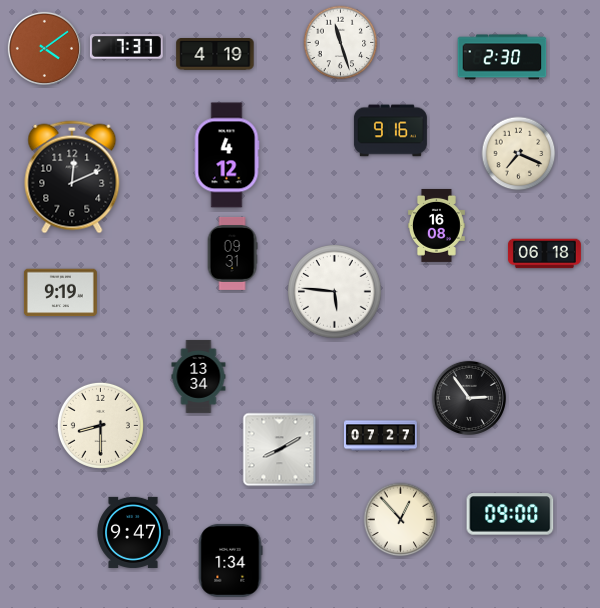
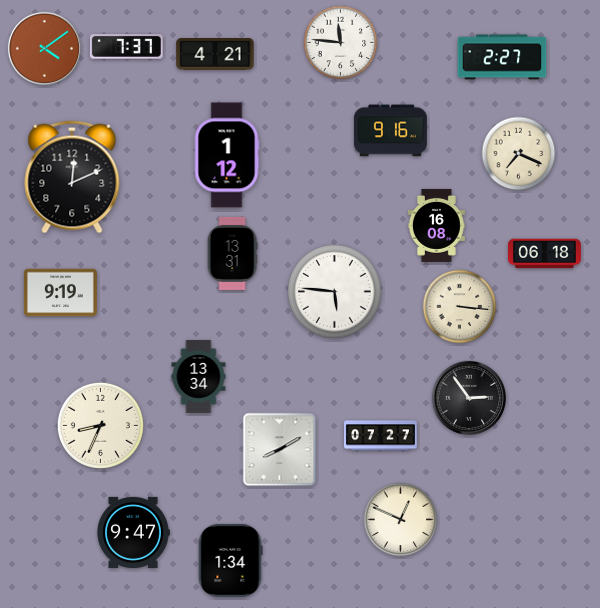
clock at (341, 43): 11:27 -> 11:46
clock at (215, 55): 4:19 -> 4:21
clock at (502, 57): 2:30 -> 2:27
clock at (227, 155): 4:12 -> 1:12
clock at (232, 253): 09:31 -> 13:31
clock at (460, 307): none -> 3:16
clock at (100, 425): 8:30 -> 8:34
clock at (510, 514): 09:00 -> none
clock at (401, 520): 12:53 -> 12:49
